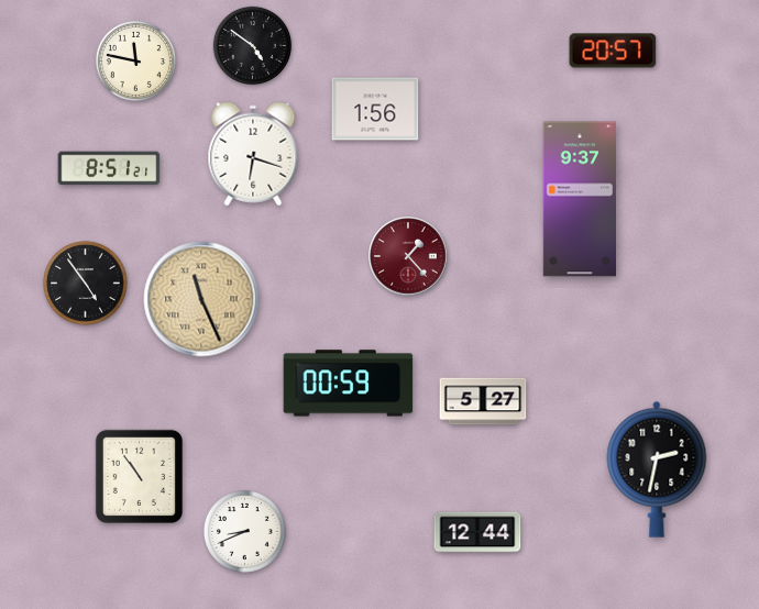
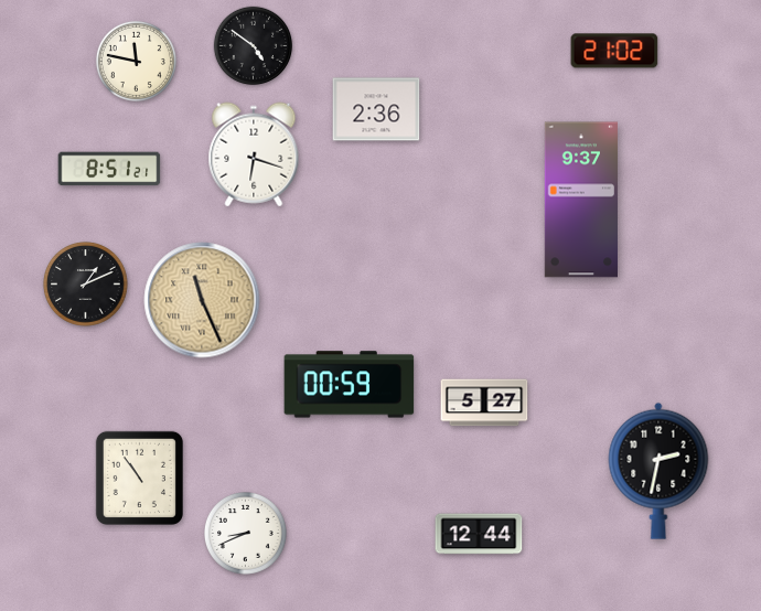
clock at (613, 51): 20:57 -> 21:02
clock at (375, 109): 1:56 -> 2:36
clock at (408, 256): 1:23 -> none
clock at (86, 284): 4:54 -> 1:11
